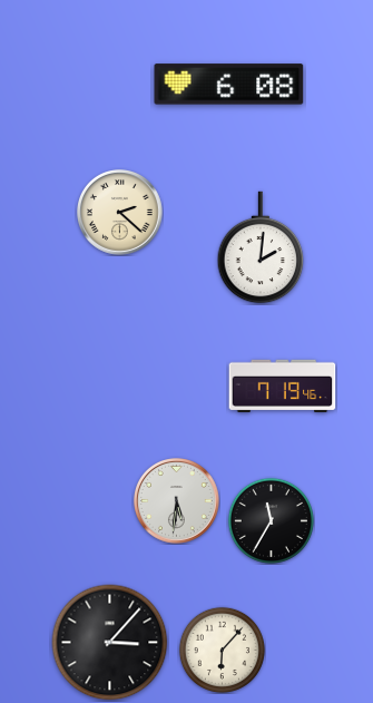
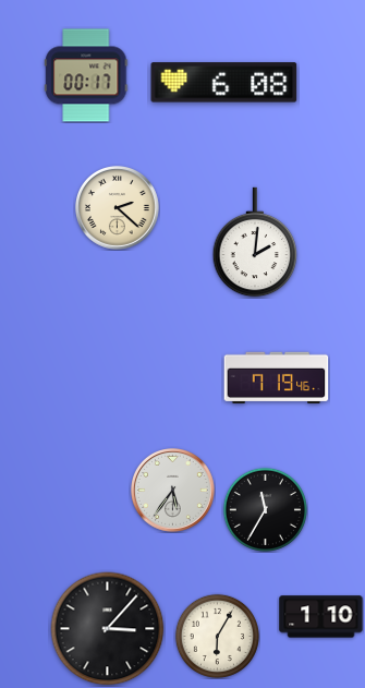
clock at (86, 75): none -> 00:17
clock at (177, 501): 5:31 -> 5:36
clock at (321, 617): none -> 1:10
clock at (222, 650): 6:07 -> 6:05
